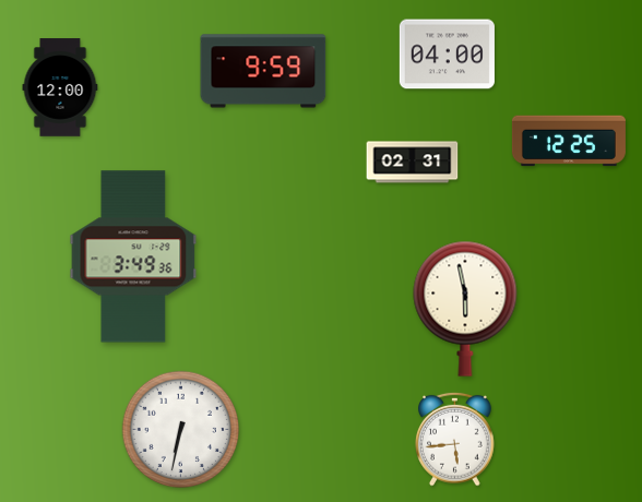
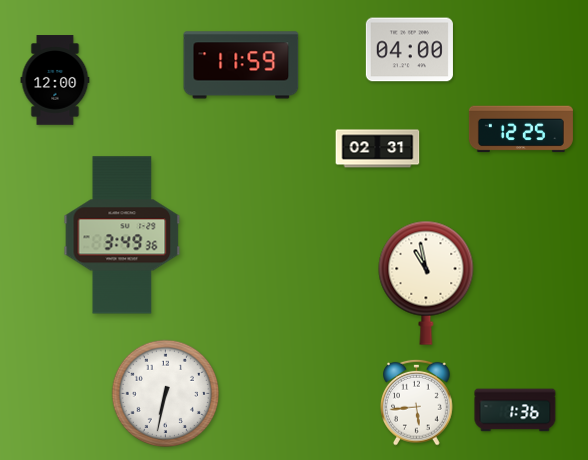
clock at (263, 71): 9:59 -> 11:59
clock at (465, 309): 5:58 -> 10:58
clock at (515, 410): none -> 1:36
